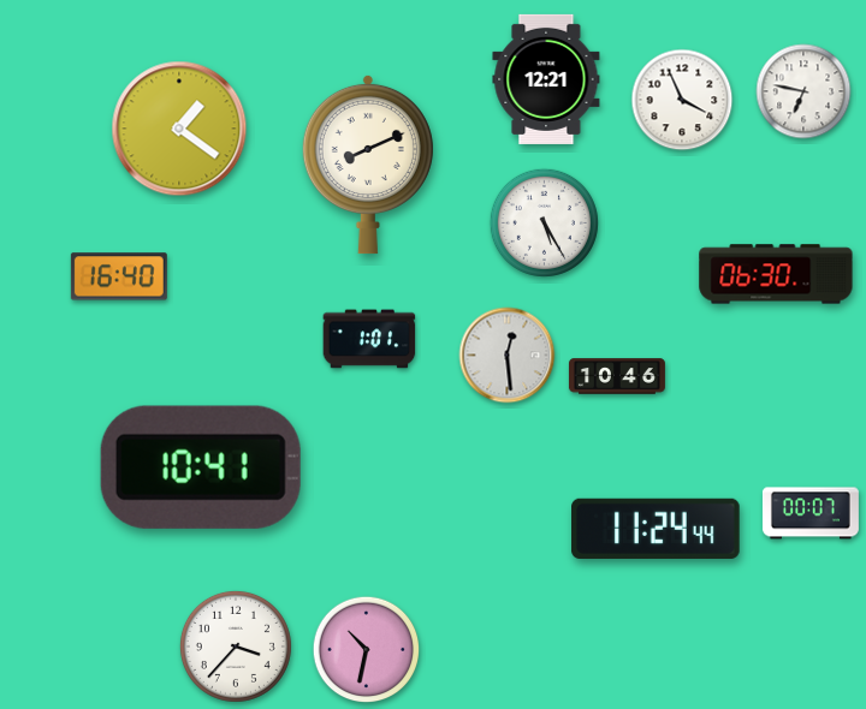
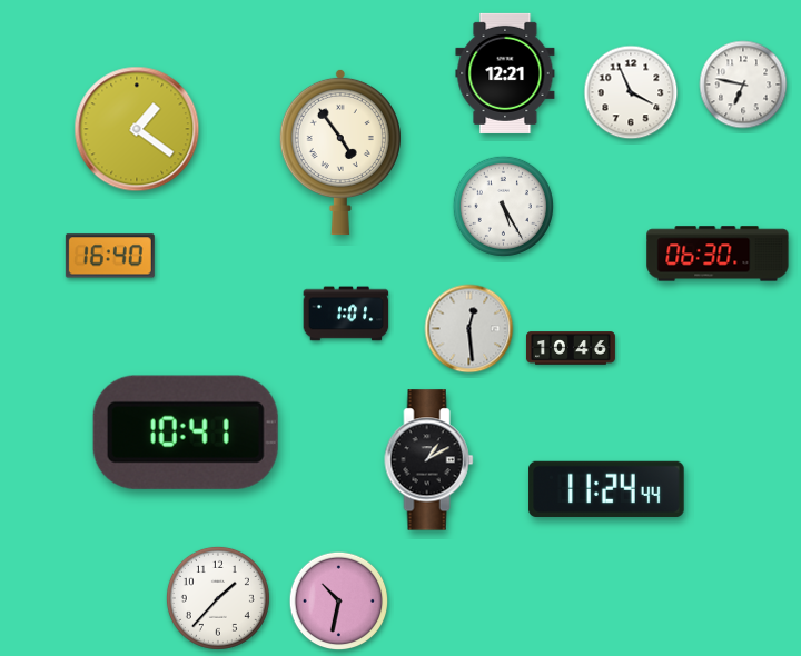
clock at (179, 129) position: (179, 129) -> (137, 129)
clock at (368, 165): 8:11 -> 4:54
clock at (369, 339) position: (369, 339) -> (346, 314)
clock at (429, 460): none -> 1:10
clock at (811, 513): 00:07 -> none
clock at (236, 647): 3:37 -> 1:37
